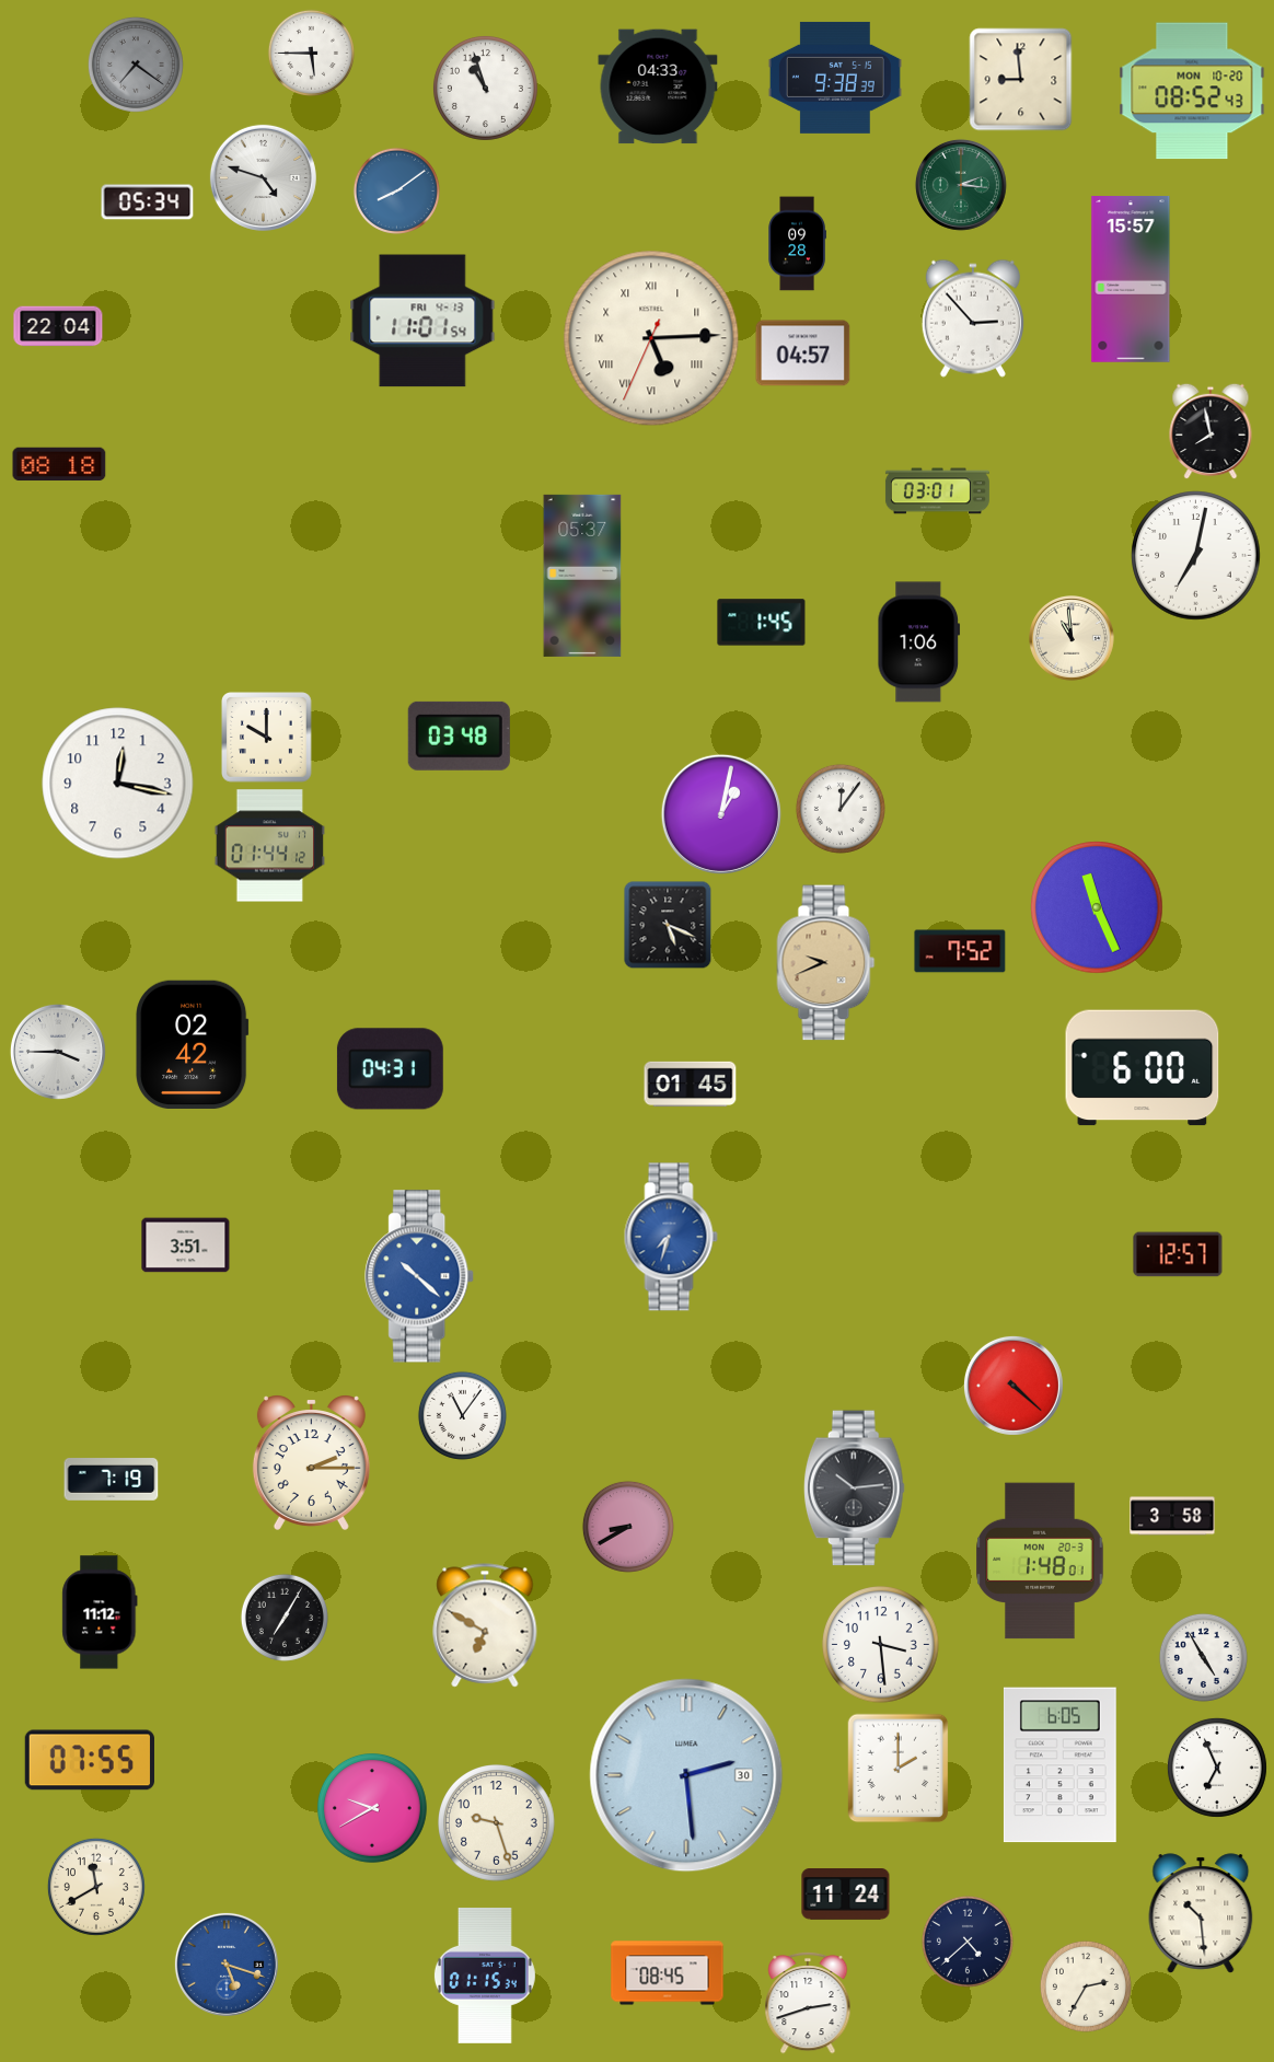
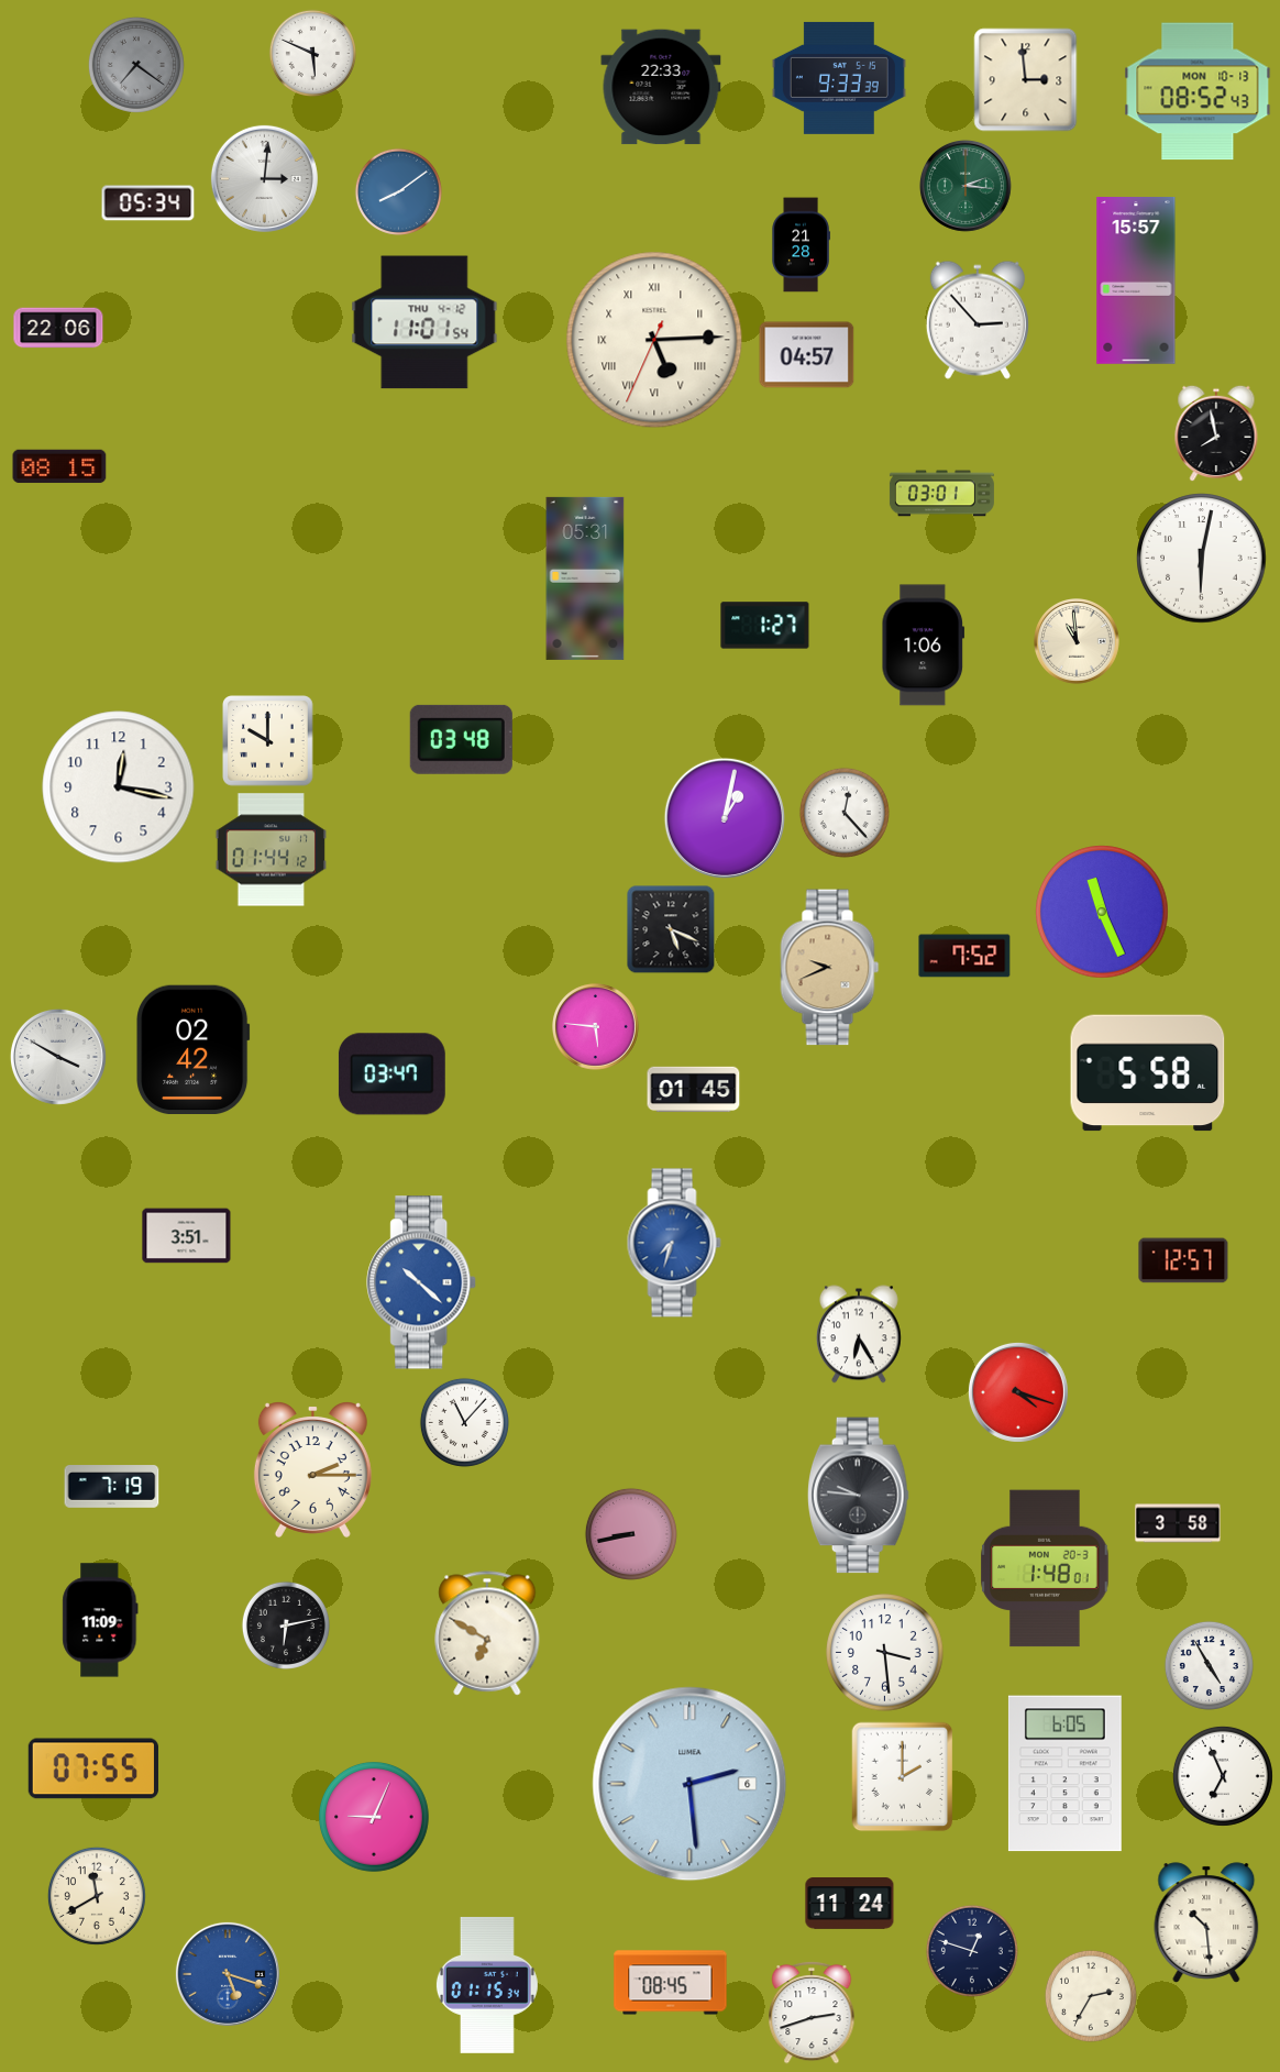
clock at (311, 53): 5:45 -> 5:49
clock at (835, 78): 9:38 -> 9:33
clock at (1021, 80): 8:59 -> 2:59
clock at (658, 86): 04:33 -> 22:33
clock at (485, 88): 10:57 -> none
clock at (1192, 91) date: MON 10-20 -> MON 10-13
clock at (263, 177): 4:48 -> 3:01
clock at (797, 244): 09:28 -> 21:28
clock at (422, 321) date: FRI 4-13 -> THU 4-12
clock at (58, 326): 22:04 -> 22:06
clock at (59, 464): 08:18 -> 08:15
clock at (1196, 556): 7:02 -> 6:02
clock at (582, 576): 05:37 -> 05:31
clock at (762, 623): 1:45 -> 1:27
clock at (841, 809): 12:06 -> 12:23
clock at (596, 1027): none -> 5:46
clock at (58, 1052): 3:45 -> 3:50
clock at (1143, 1068): 6:00 -> 5:58
clock at (390, 1069): 04:31 -> 03:47
clock at (186, 1246) position: (186, 1246) -> (187, 1236)
clock at (859, 1334): none -> 6:25
clock at (1014, 1386): 4:22 -> 4:18
clock at (462, 1415): 11:06 -> 11:07
clock at (854, 1488): 10:14 -> 9:46
clock at (628, 1527): 8:40 -> 8:43
clock at (100, 1612): 11:12 -> 11:09
clock at (285, 1618): 7:05 -> 6:13
clock at (90, 1760) position: (90, 1760) -> (93, 1768)
clock at (686, 1775) date: 30 -> 6
clock at (373, 1809): 9:40 -> 9:04
clock at (497, 1823): 9:27 -> none
clock at (968, 1942): 4:38 -> 12:48
